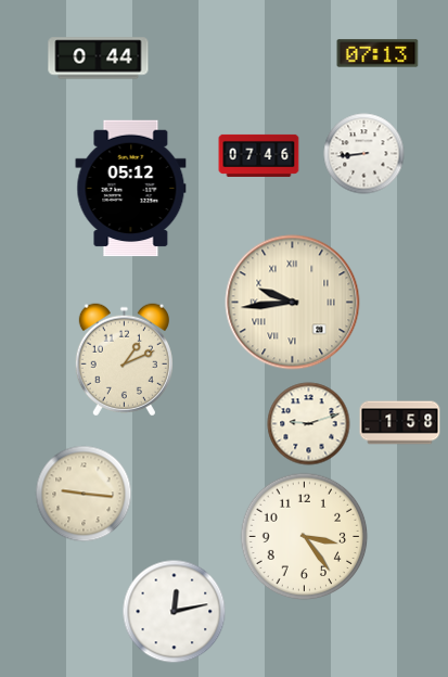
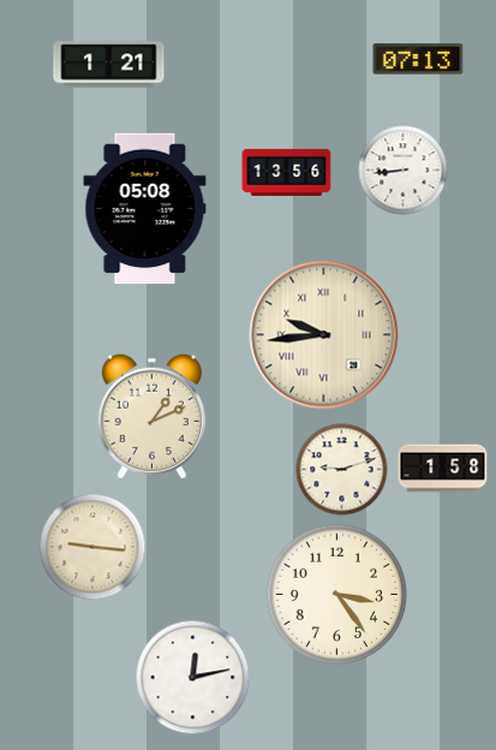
clock at (99, 59): 0:44 -> 1:21
clock at (259, 155): 07:46 -> 13:56
clock at (131, 189): 05:12 -> 05:08
clock at (124, 360) position: (124, 360) -> (151, 417)
